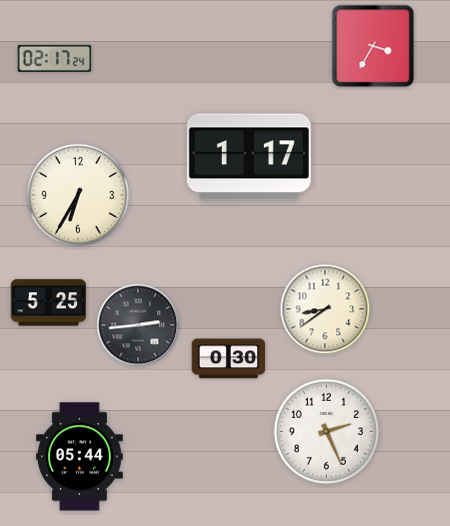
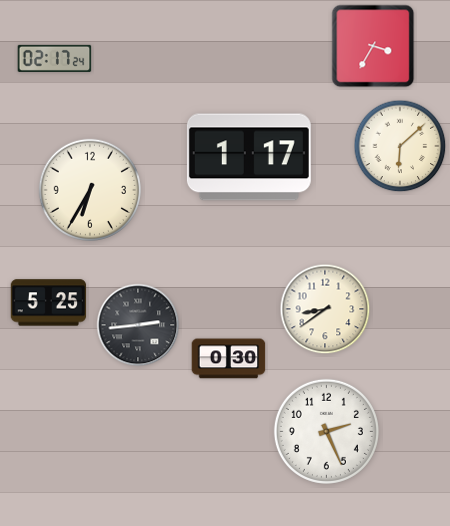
clock at (400, 146): none -> 6:08
clock at (78, 195) position: (78, 195) -> (90, 190)
clock at (80, 457): 05:44 -> none
